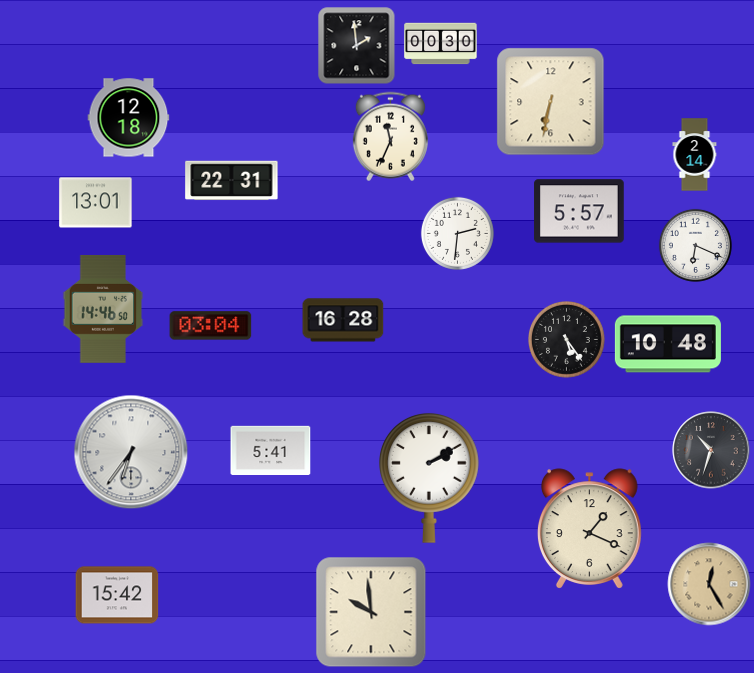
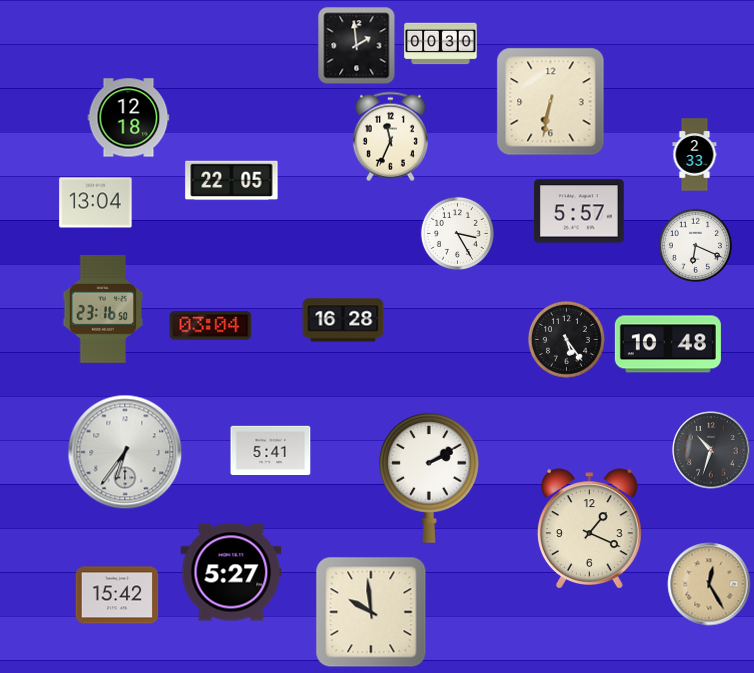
clock at (695, 155): 2:14 -> 2:33
clock at (232, 181): 22:31 -> 22:05
clock at (96, 203): 13:01 -> 13:04
clock at (457, 233): 2:31 -> 3:25
clock at (103, 309): 14:46 -> 23:16
clock at (131, 452) position: (131, 452) -> (125, 452)
clock at (231, 572): none -> 5:27
